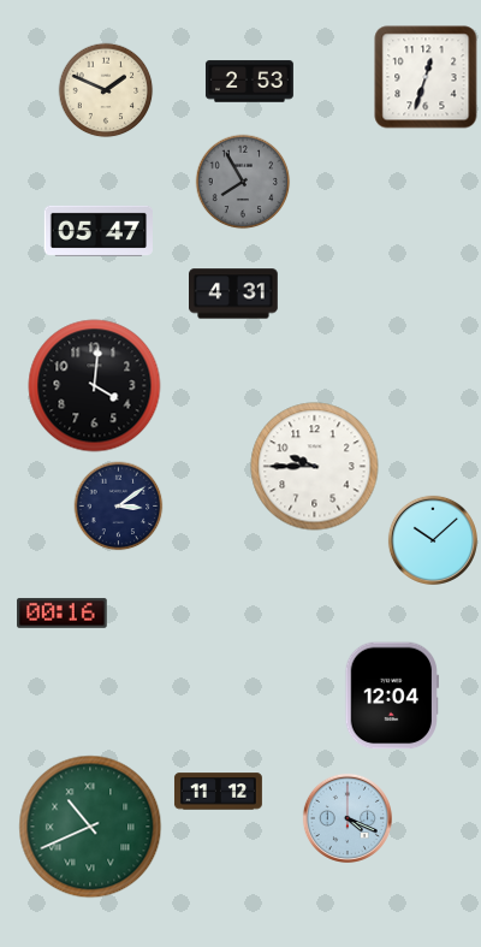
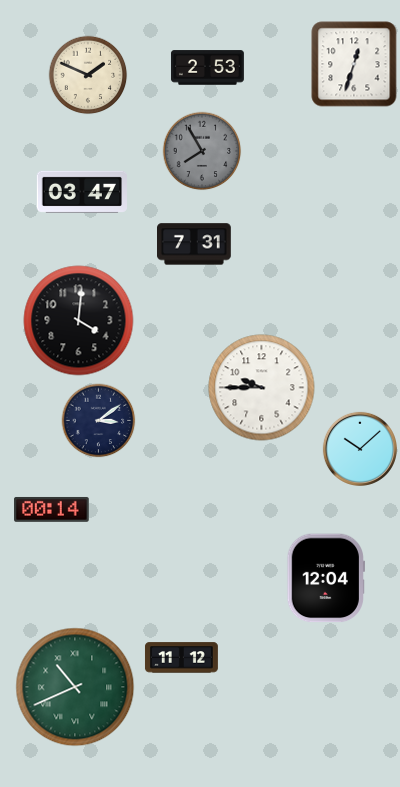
clock at (99, 231): 05:47 -> 03:47
clock at (234, 294): 4:31 -> 7:31
clock at (63, 612): 00:16 -> 00:14
clock at (348, 818): 4:19 -> none
